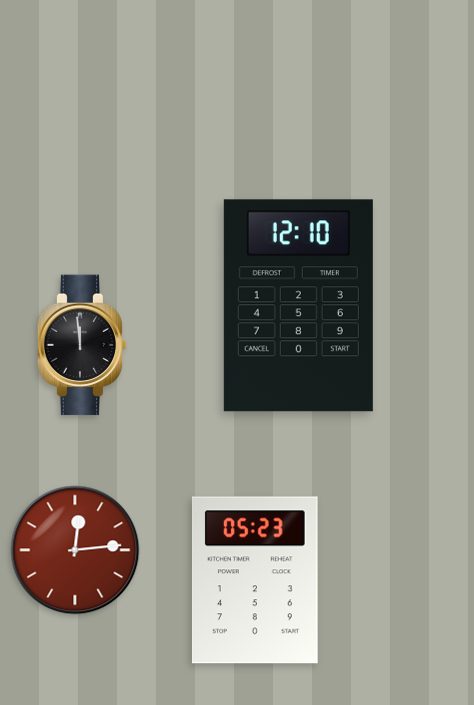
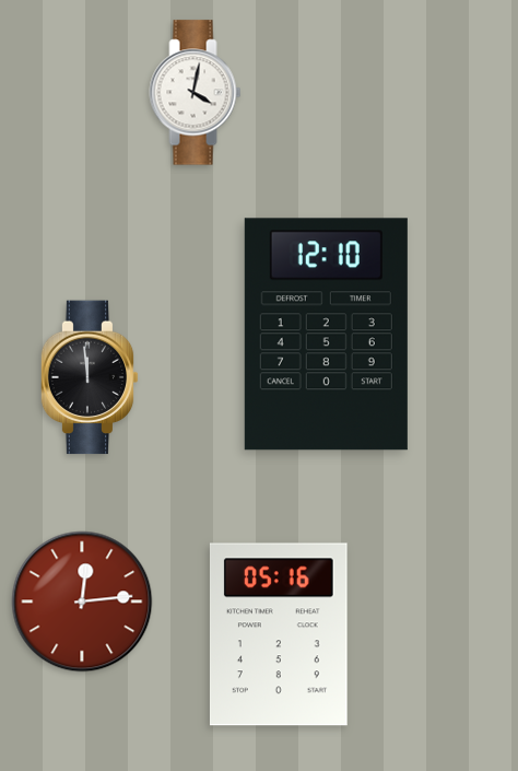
clock at (196, 93): none -> 4:02
clock at (255, 580): 05:23 -> 05:16
